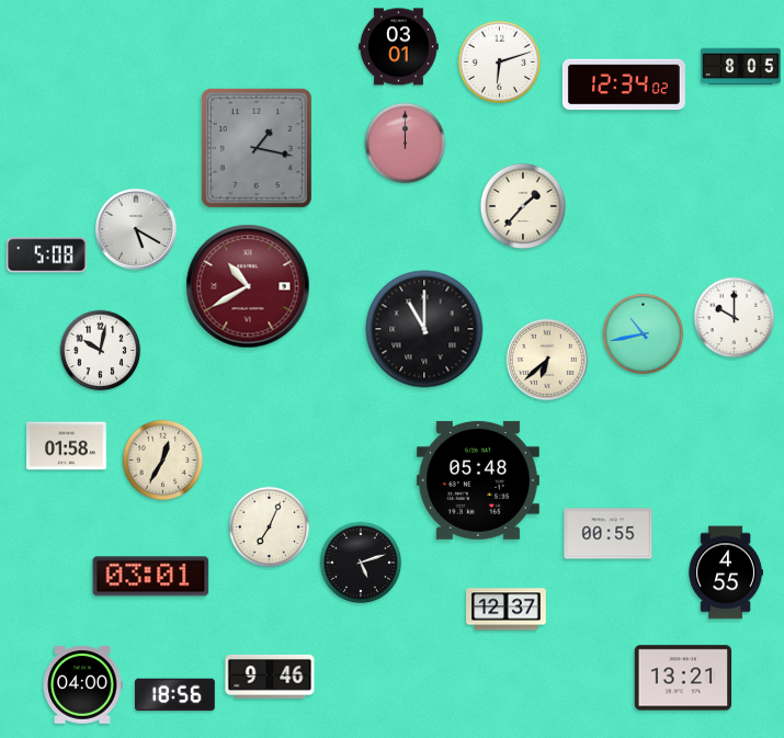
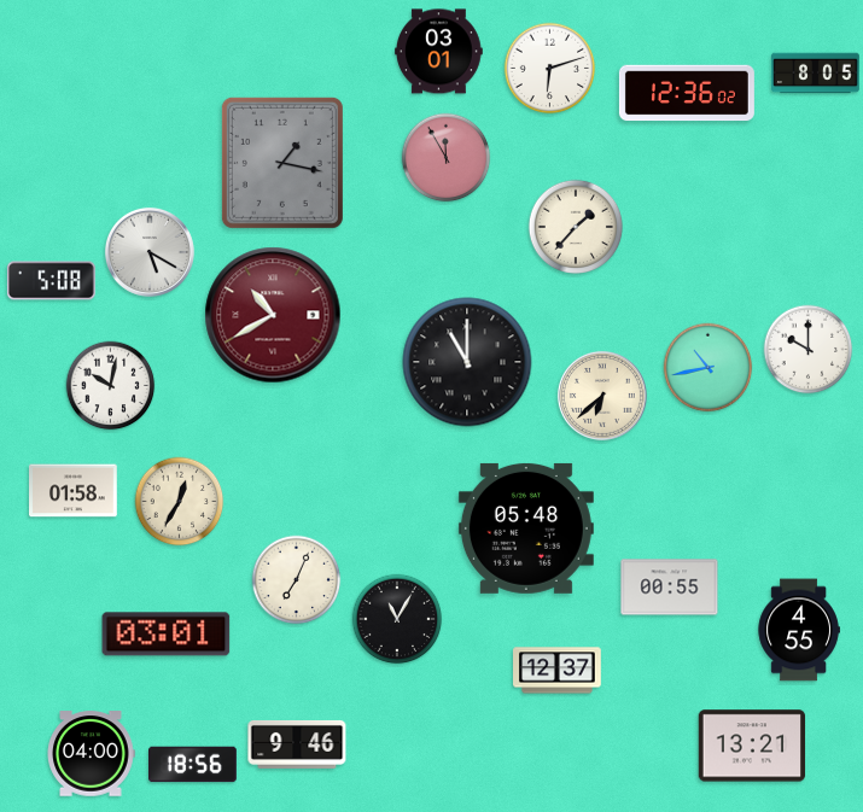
clock at (624, 84): 12:34 -> 12:36
clock at (406, 144): 12:00 -> 11:55
clock at (163, 461) position: (163, 461) -> (180, 502)
clock at (361, 563): 5:12 -> 11:05
